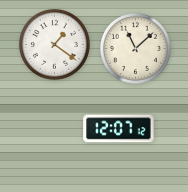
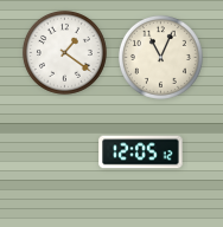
clock at (135, 48): 11:08 -> 11:04
clock at (119, 129): 12:07 -> 12:05
